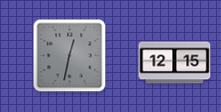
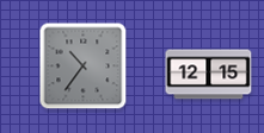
clock at (70, 56): 12:32 -> 10:36
